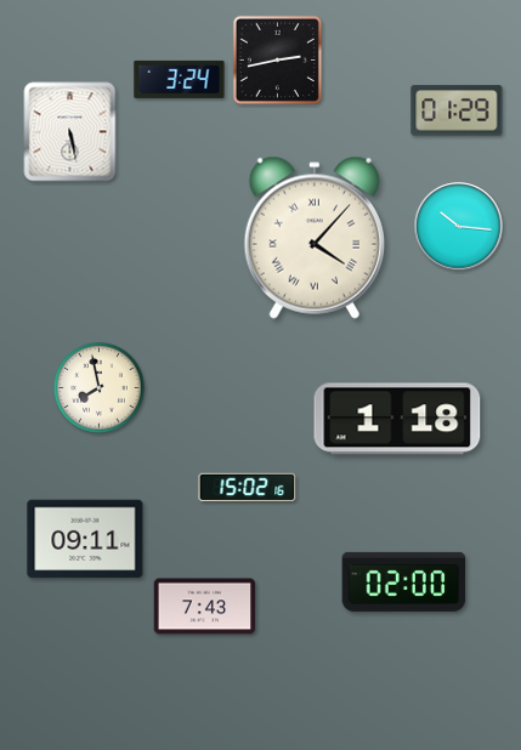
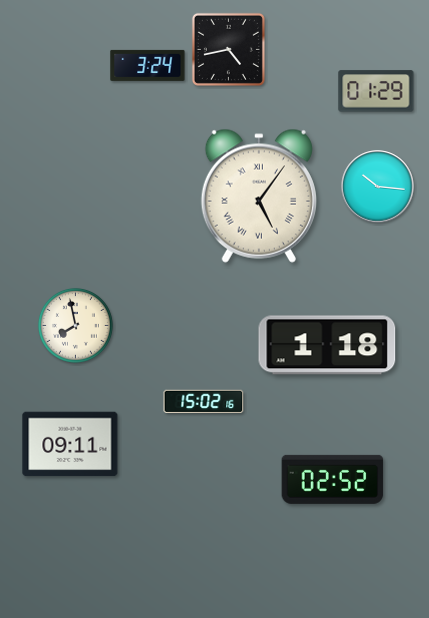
clock at (277, 59): 2:43 -> 4:43
clock at (70, 132): 5:28 -> none
clock at (315, 238): 4:07 -> 5:06
clock at (100, 388) position: (100, 388) -> (76, 326)
clock at (404, 581): 02:00 -> 02:52
clock at (205, 607): 7:43 -> none
